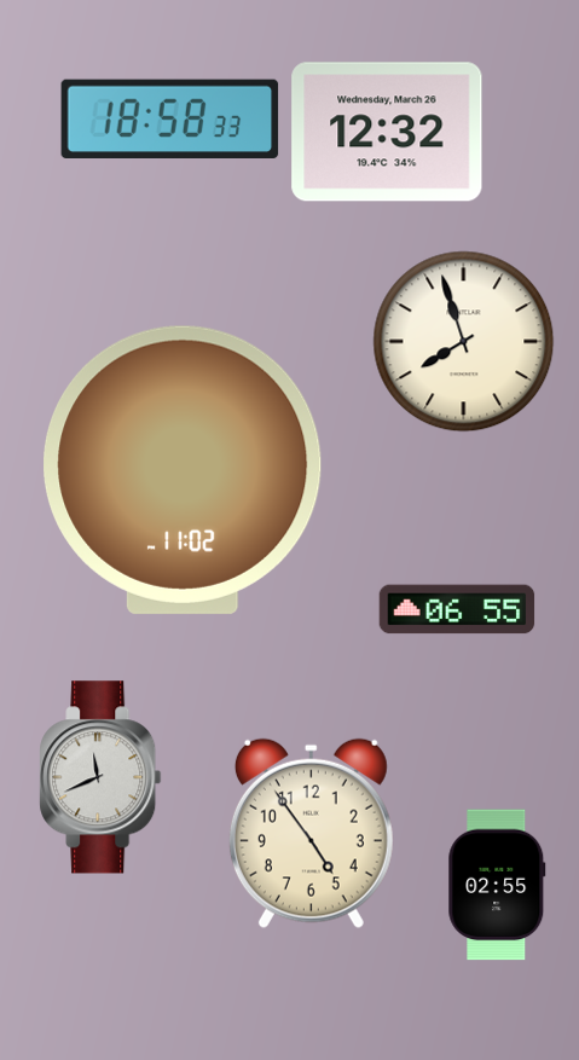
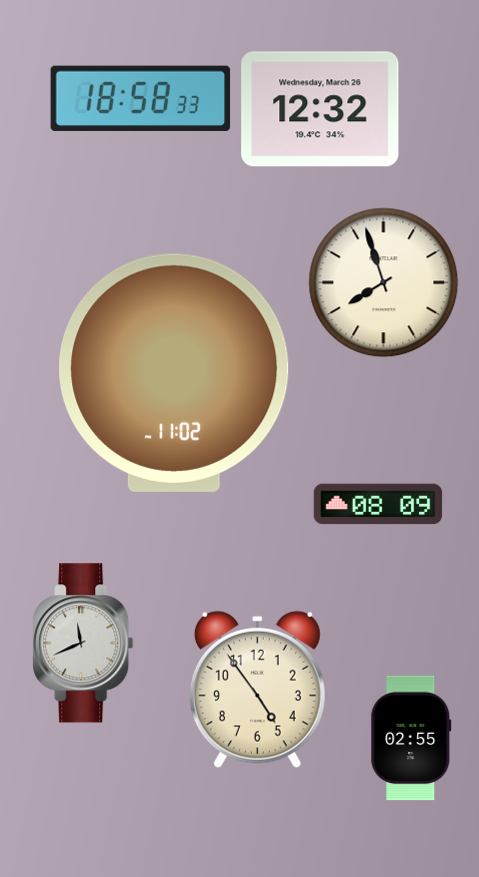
clock at (183, 470) position: (183, 470) -> (174, 373)
clock at (457, 609): 06:55 -> 08:09
clock at (497, 885) position: (497, 885) -> (411, 738)
